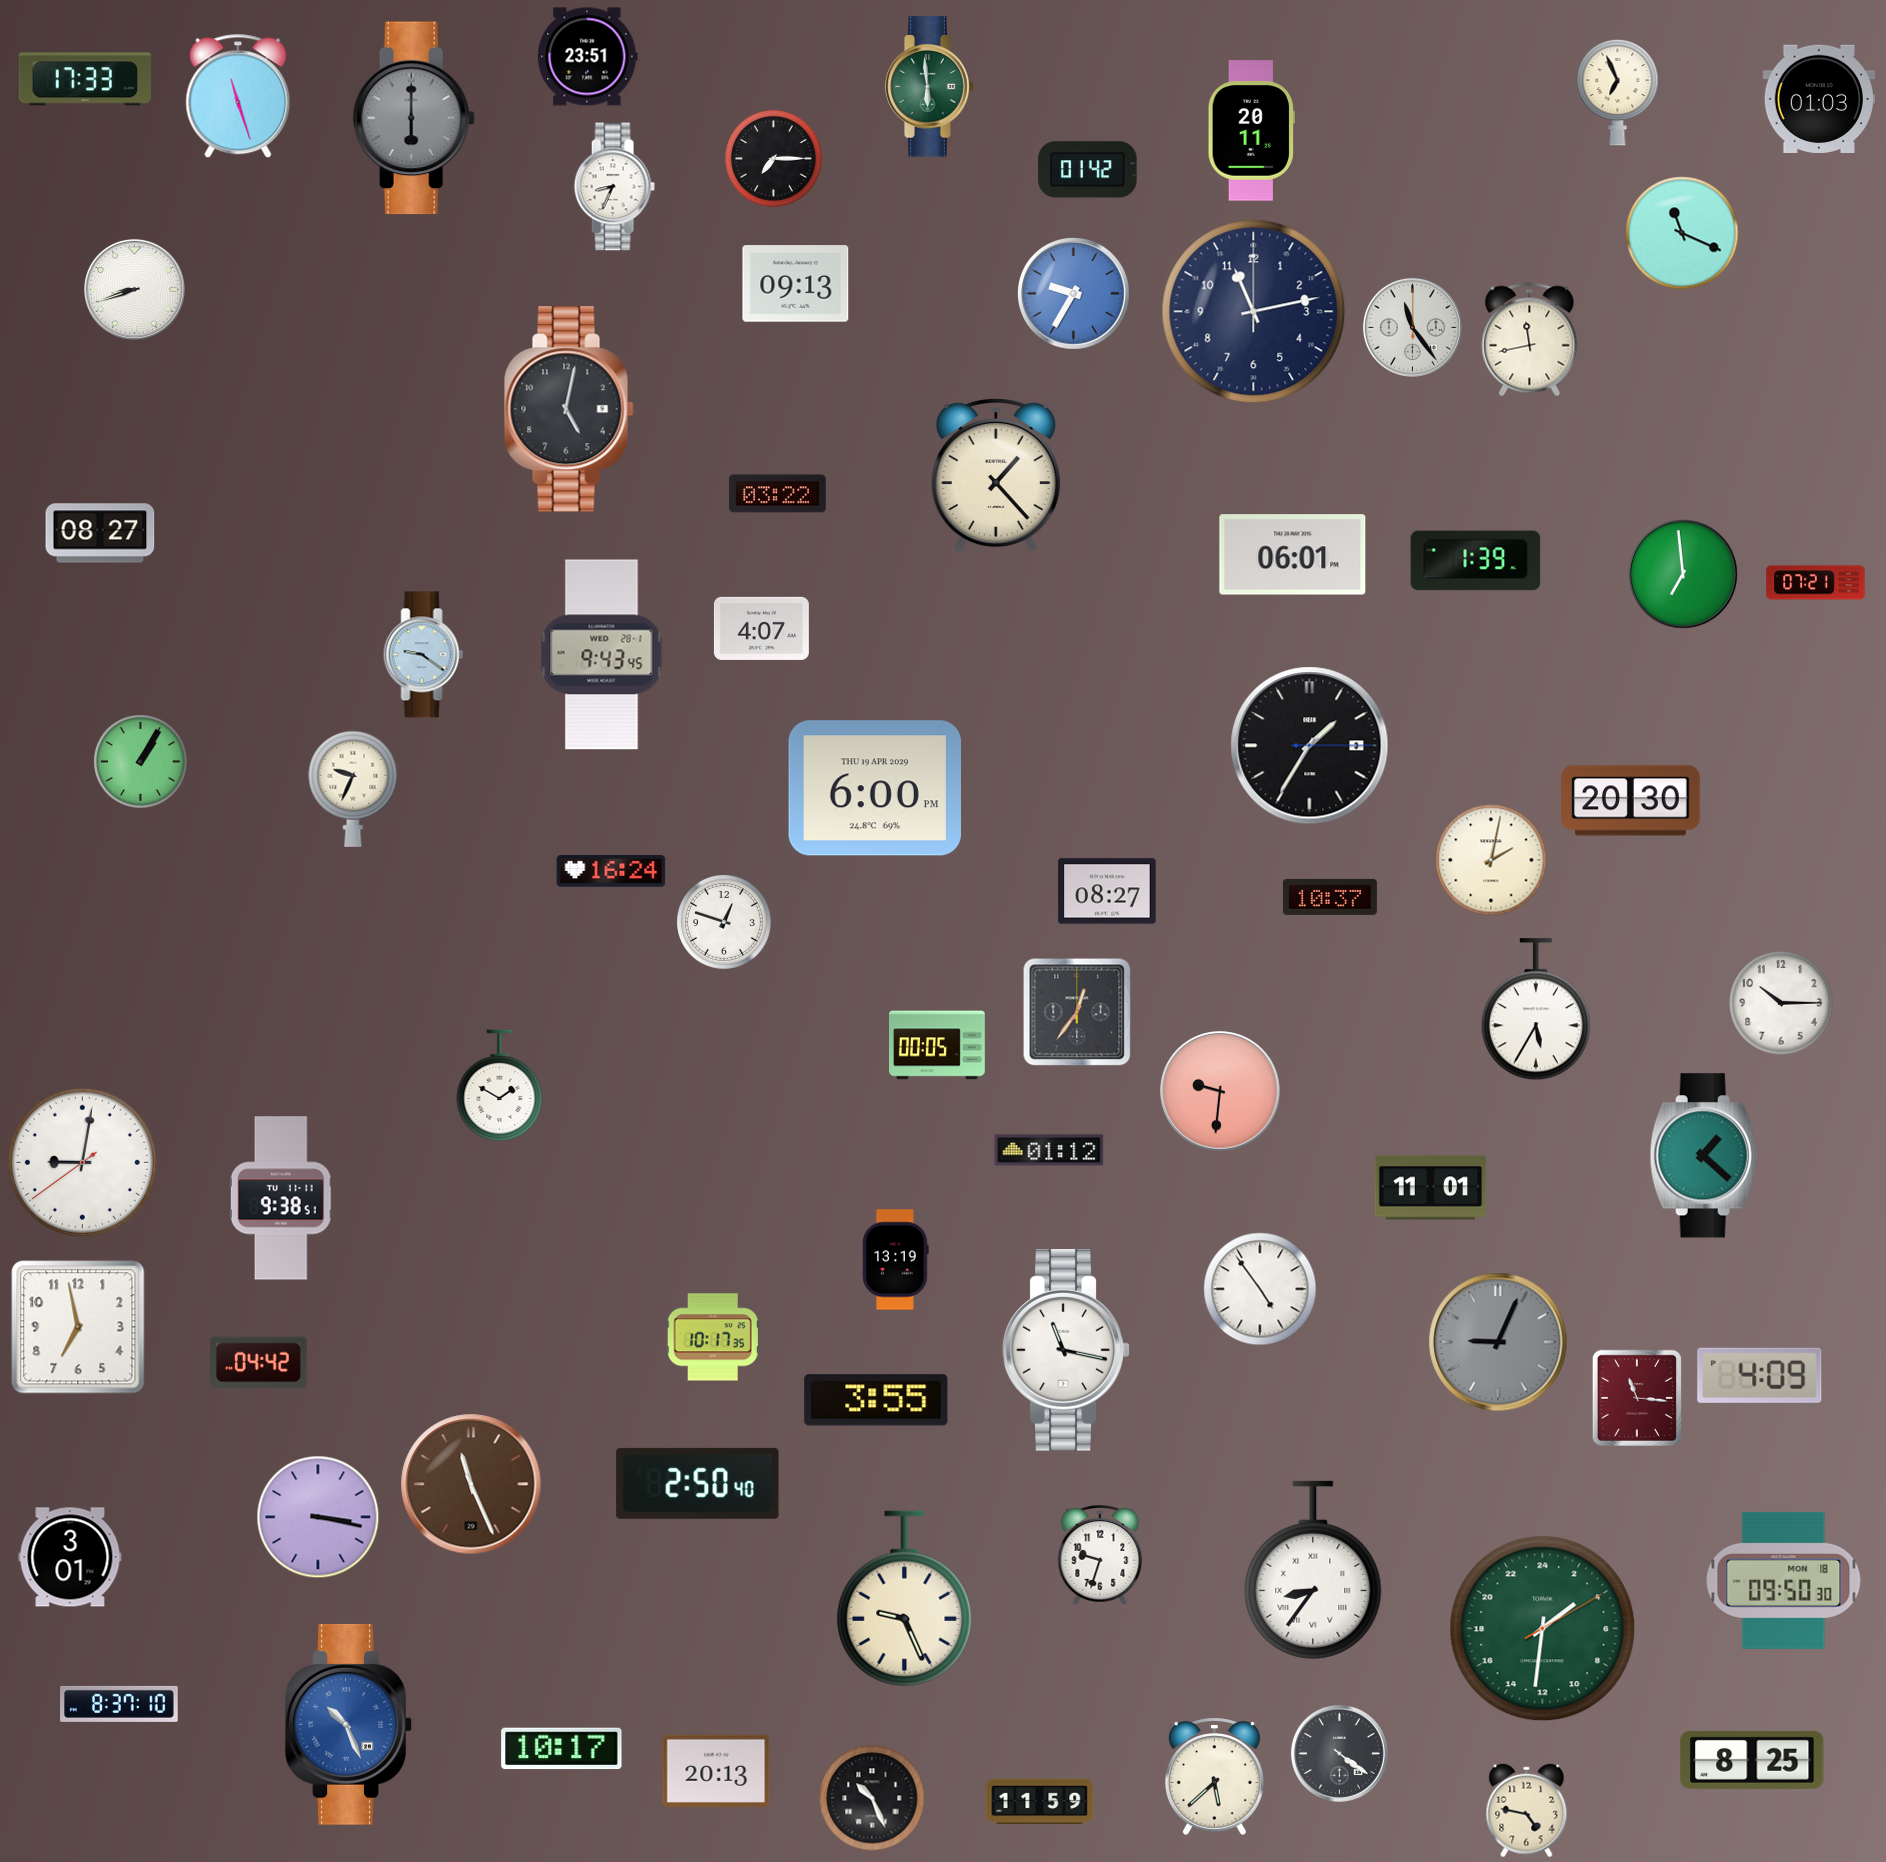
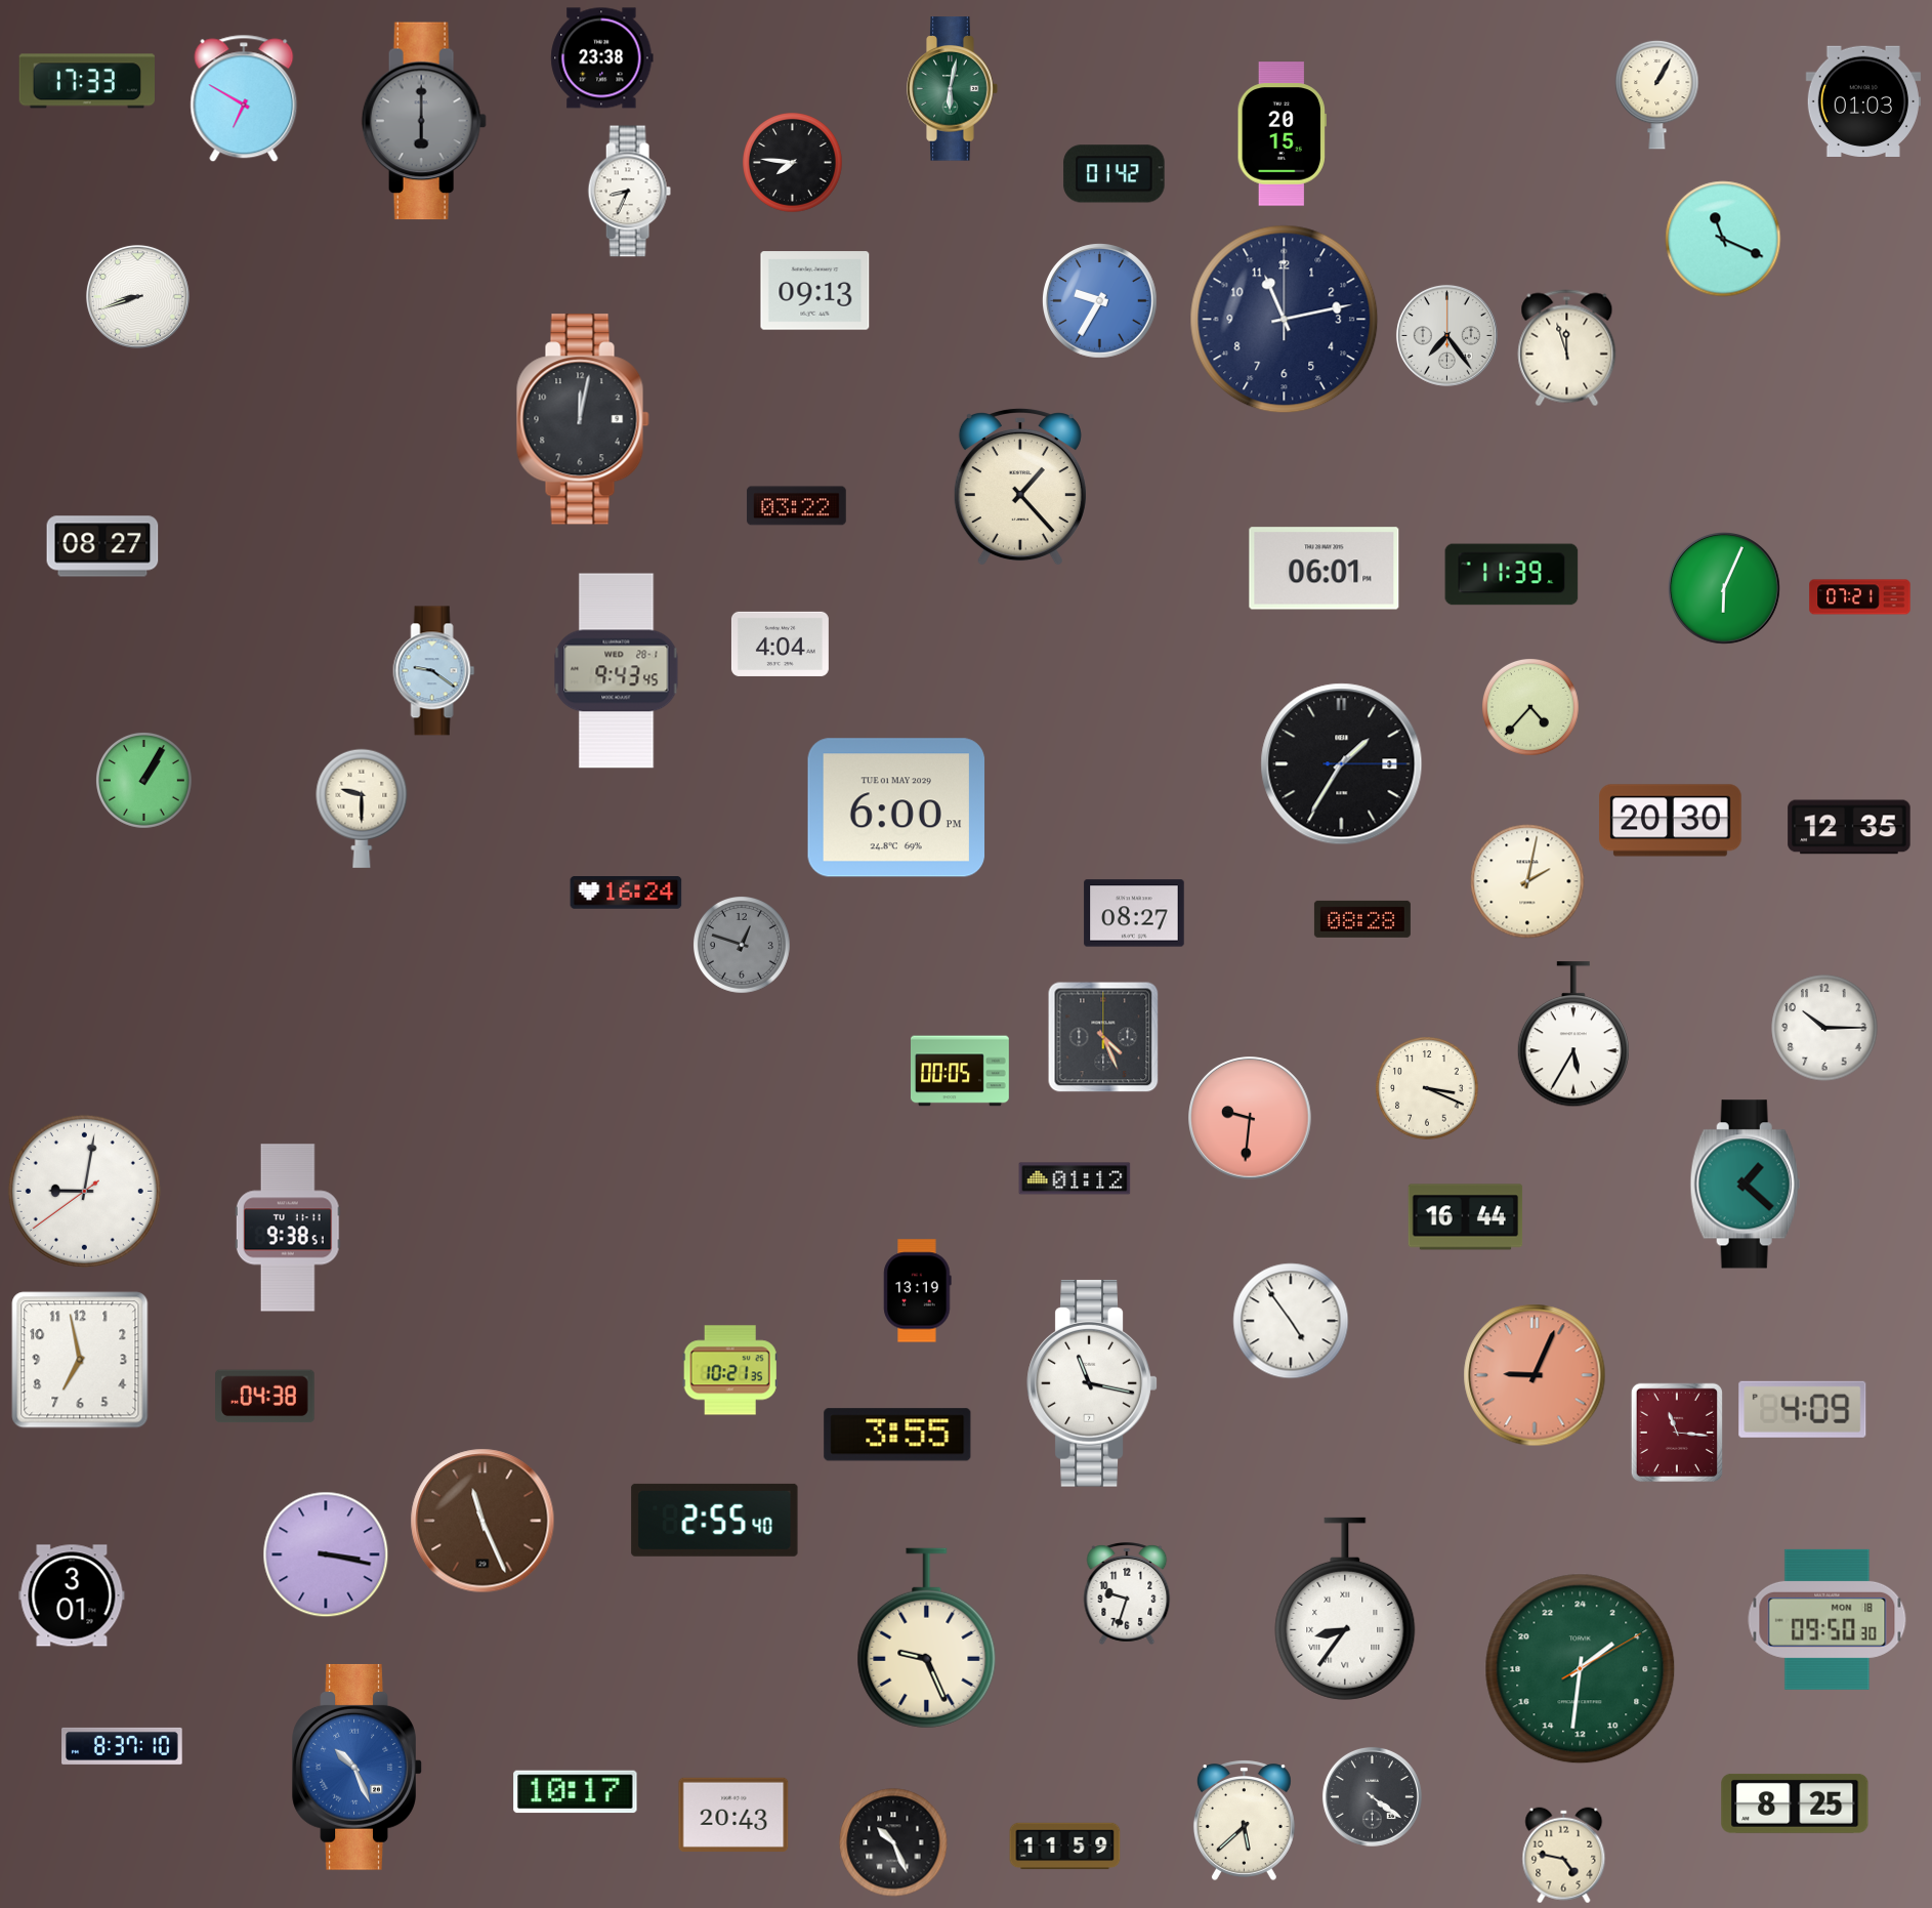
clock at (588, 57): 23:51 -> 23:38
clock at (930, 87): 5:59 -> 6:02
clock at (1618, 92): 6:56 -> 1:05
clock at (238, 96): 11:27 -> 6:50
clock at (1251, 131): 20:11 -> 20:15
clock at (774, 159): 7:15 -> 7:46
clock at (1412, 327): 11:24 -> 7:24
clock at (1530, 340): 11:43 -> 11:57
clock at (569, 409): 5:02 -> 12:02
clock at (1476, 561): 1:39 -> 11:39
clock at (1684, 575): 6:59 -> 6:04
clock at (761, 628): 4:07 -> 4:04
clock at (1531, 708): none -> 4:37
clock at (875, 788) date: THU 19 APR 2029 -> TUE 01 MAY 2029
clock at (353, 789): 9:34 -> 9:30
clock at (1849, 827): none -> 12:35
clock at (1330, 897): 10:37 -> 08:28
clock at (725, 923) dial: white -> grey
clock at (1077, 1012): 12:36 -> 4:26
clock at (1427, 1088): none -> 3:19
clock at (500, 1086): 1:50 -> none
clock at (1431, 1188): 11:01 -> 16:44
clock at (713, 1337): 10:17 -> 10:21
clock at (1498, 1342) dial: grey -> salmon
clock at (259, 1363): 04:42 -> 04:38
clock at (698, 1483): 2:50 -> 2:55
clock at (716, 1771): 20:13 -> 20:43
